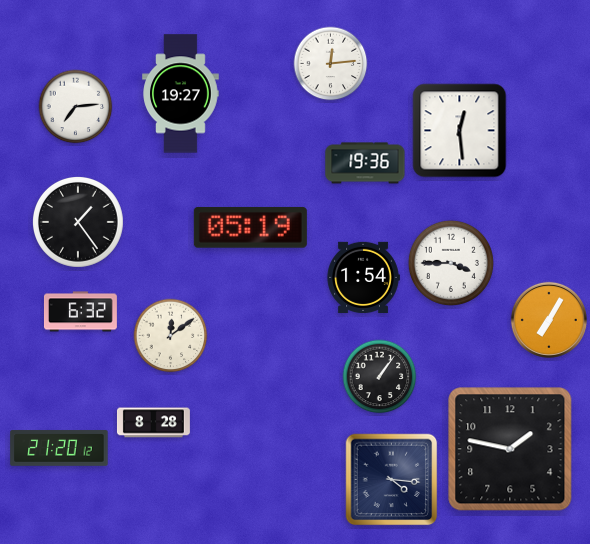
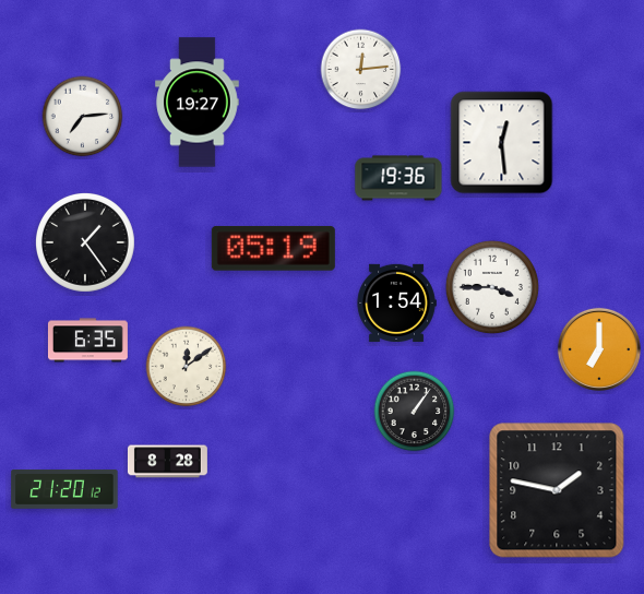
clock at (80, 312): 6:32 -> 6:35
clock at (549, 320): 7:05 -> 7:00
clock at (392, 480): 4:16 -> none
